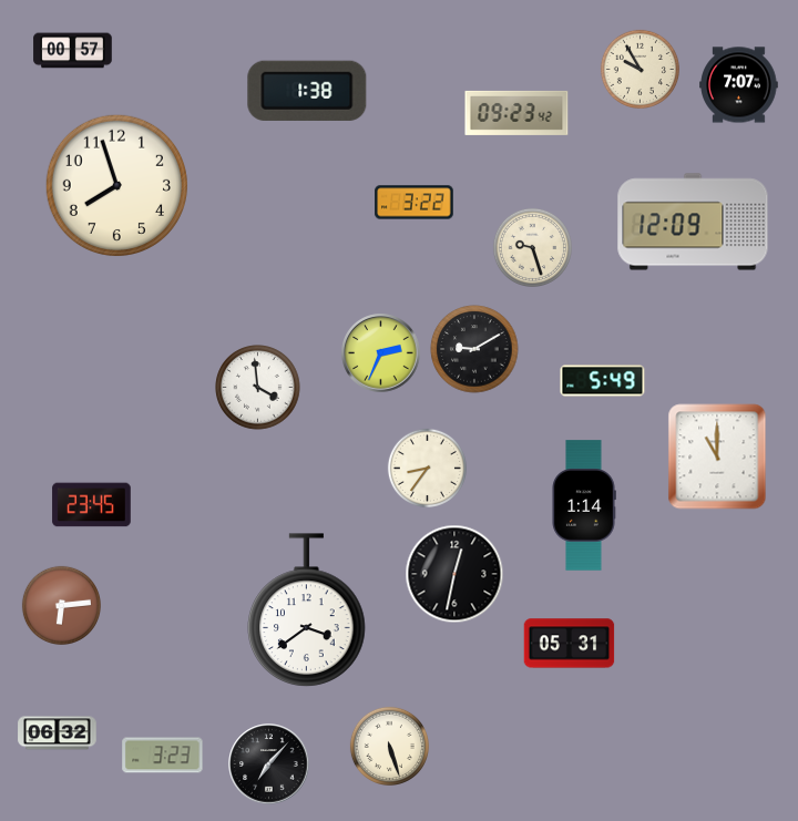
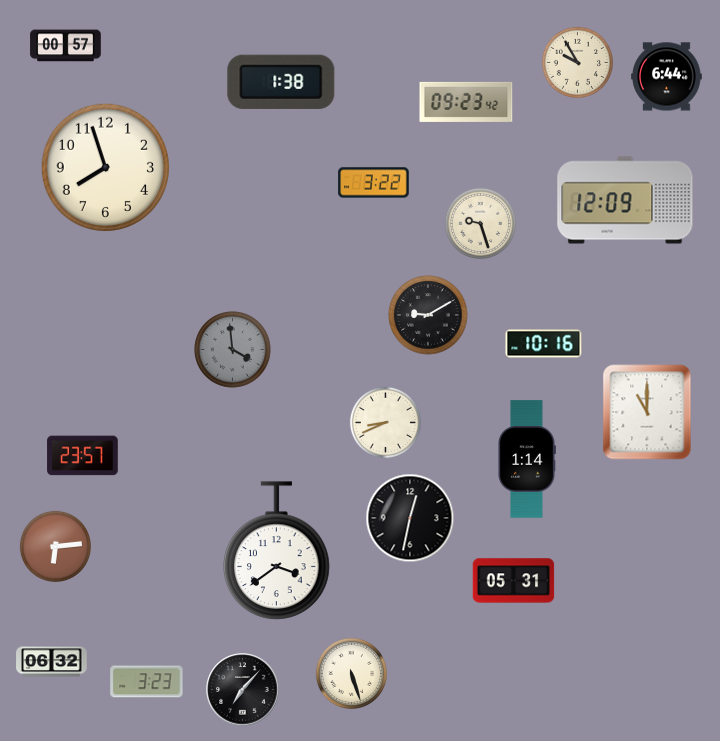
clock at (739, 85): 7:07 -> 6:44
clock at (307, 91) position: (307, 91) -> (281, 82)
clock at (381, 353): 2:34 -> none
clock at (603, 381): 5:49 -> 10:16
clock at (258, 388) dial: white -> grey
clock at (427, 468): 8:36 -> 8:41
clock at (92, 505): 23:45 -> 23:57
clock at (584, 505) position: (584, 505) -> (527, 459)
